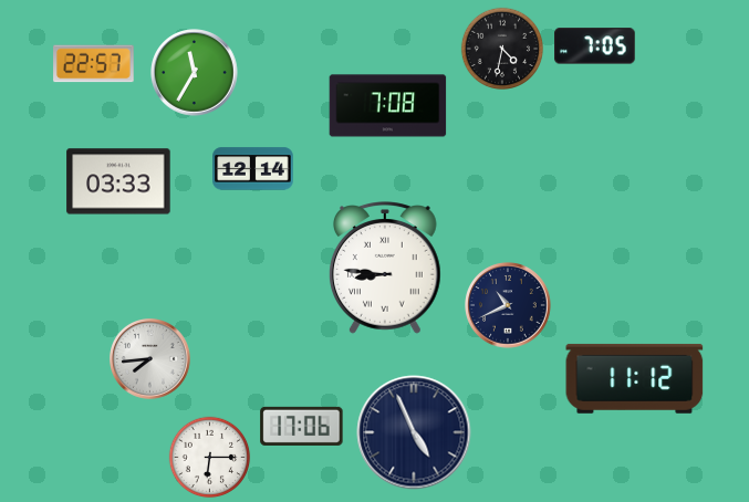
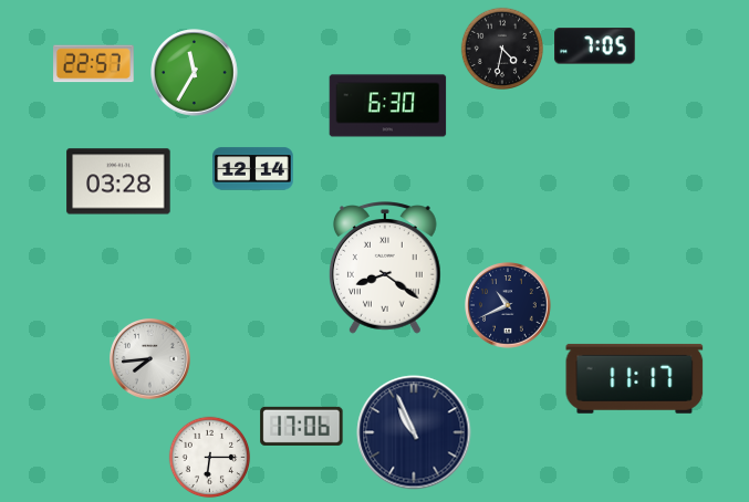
clock at (388, 106): 7:08 -> 6:30
clock at (118, 181): 03:33 -> 03:28
clock at (386, 268): 8:46 -> 8:21
clock at (635, 378): 11:12 -> 11:17
clock at (414, 432): 4:56 -> 10:56
